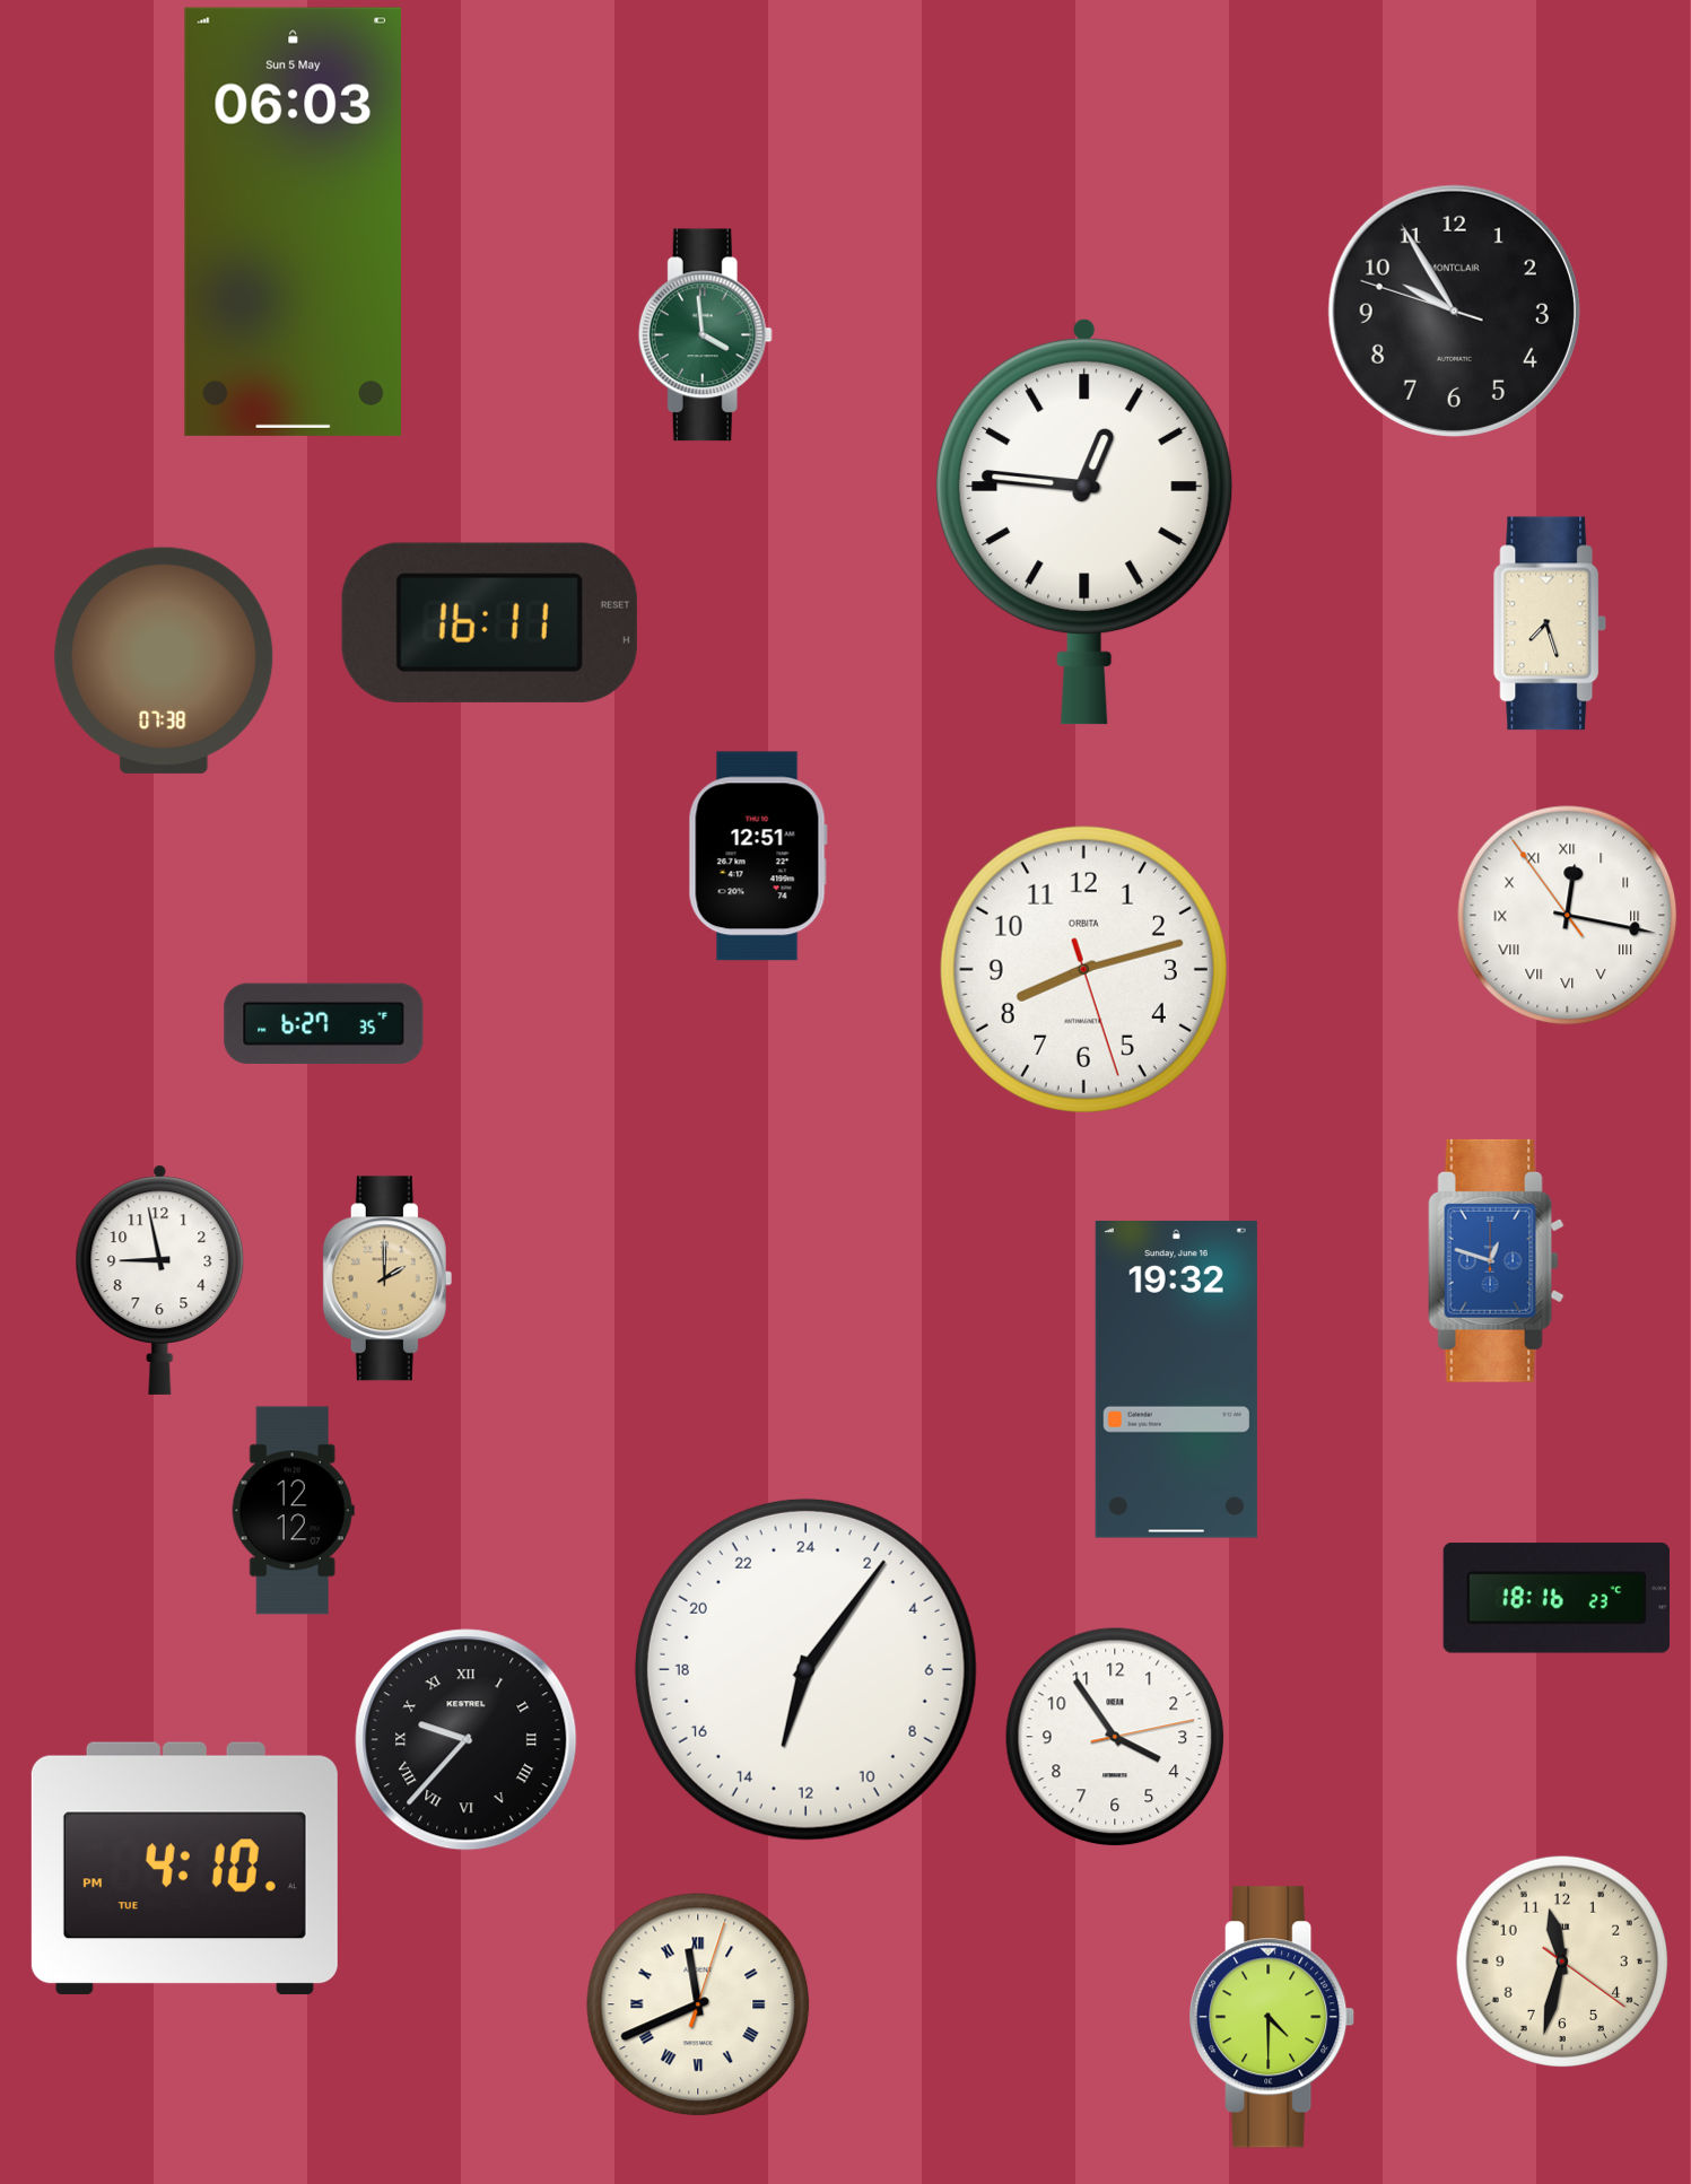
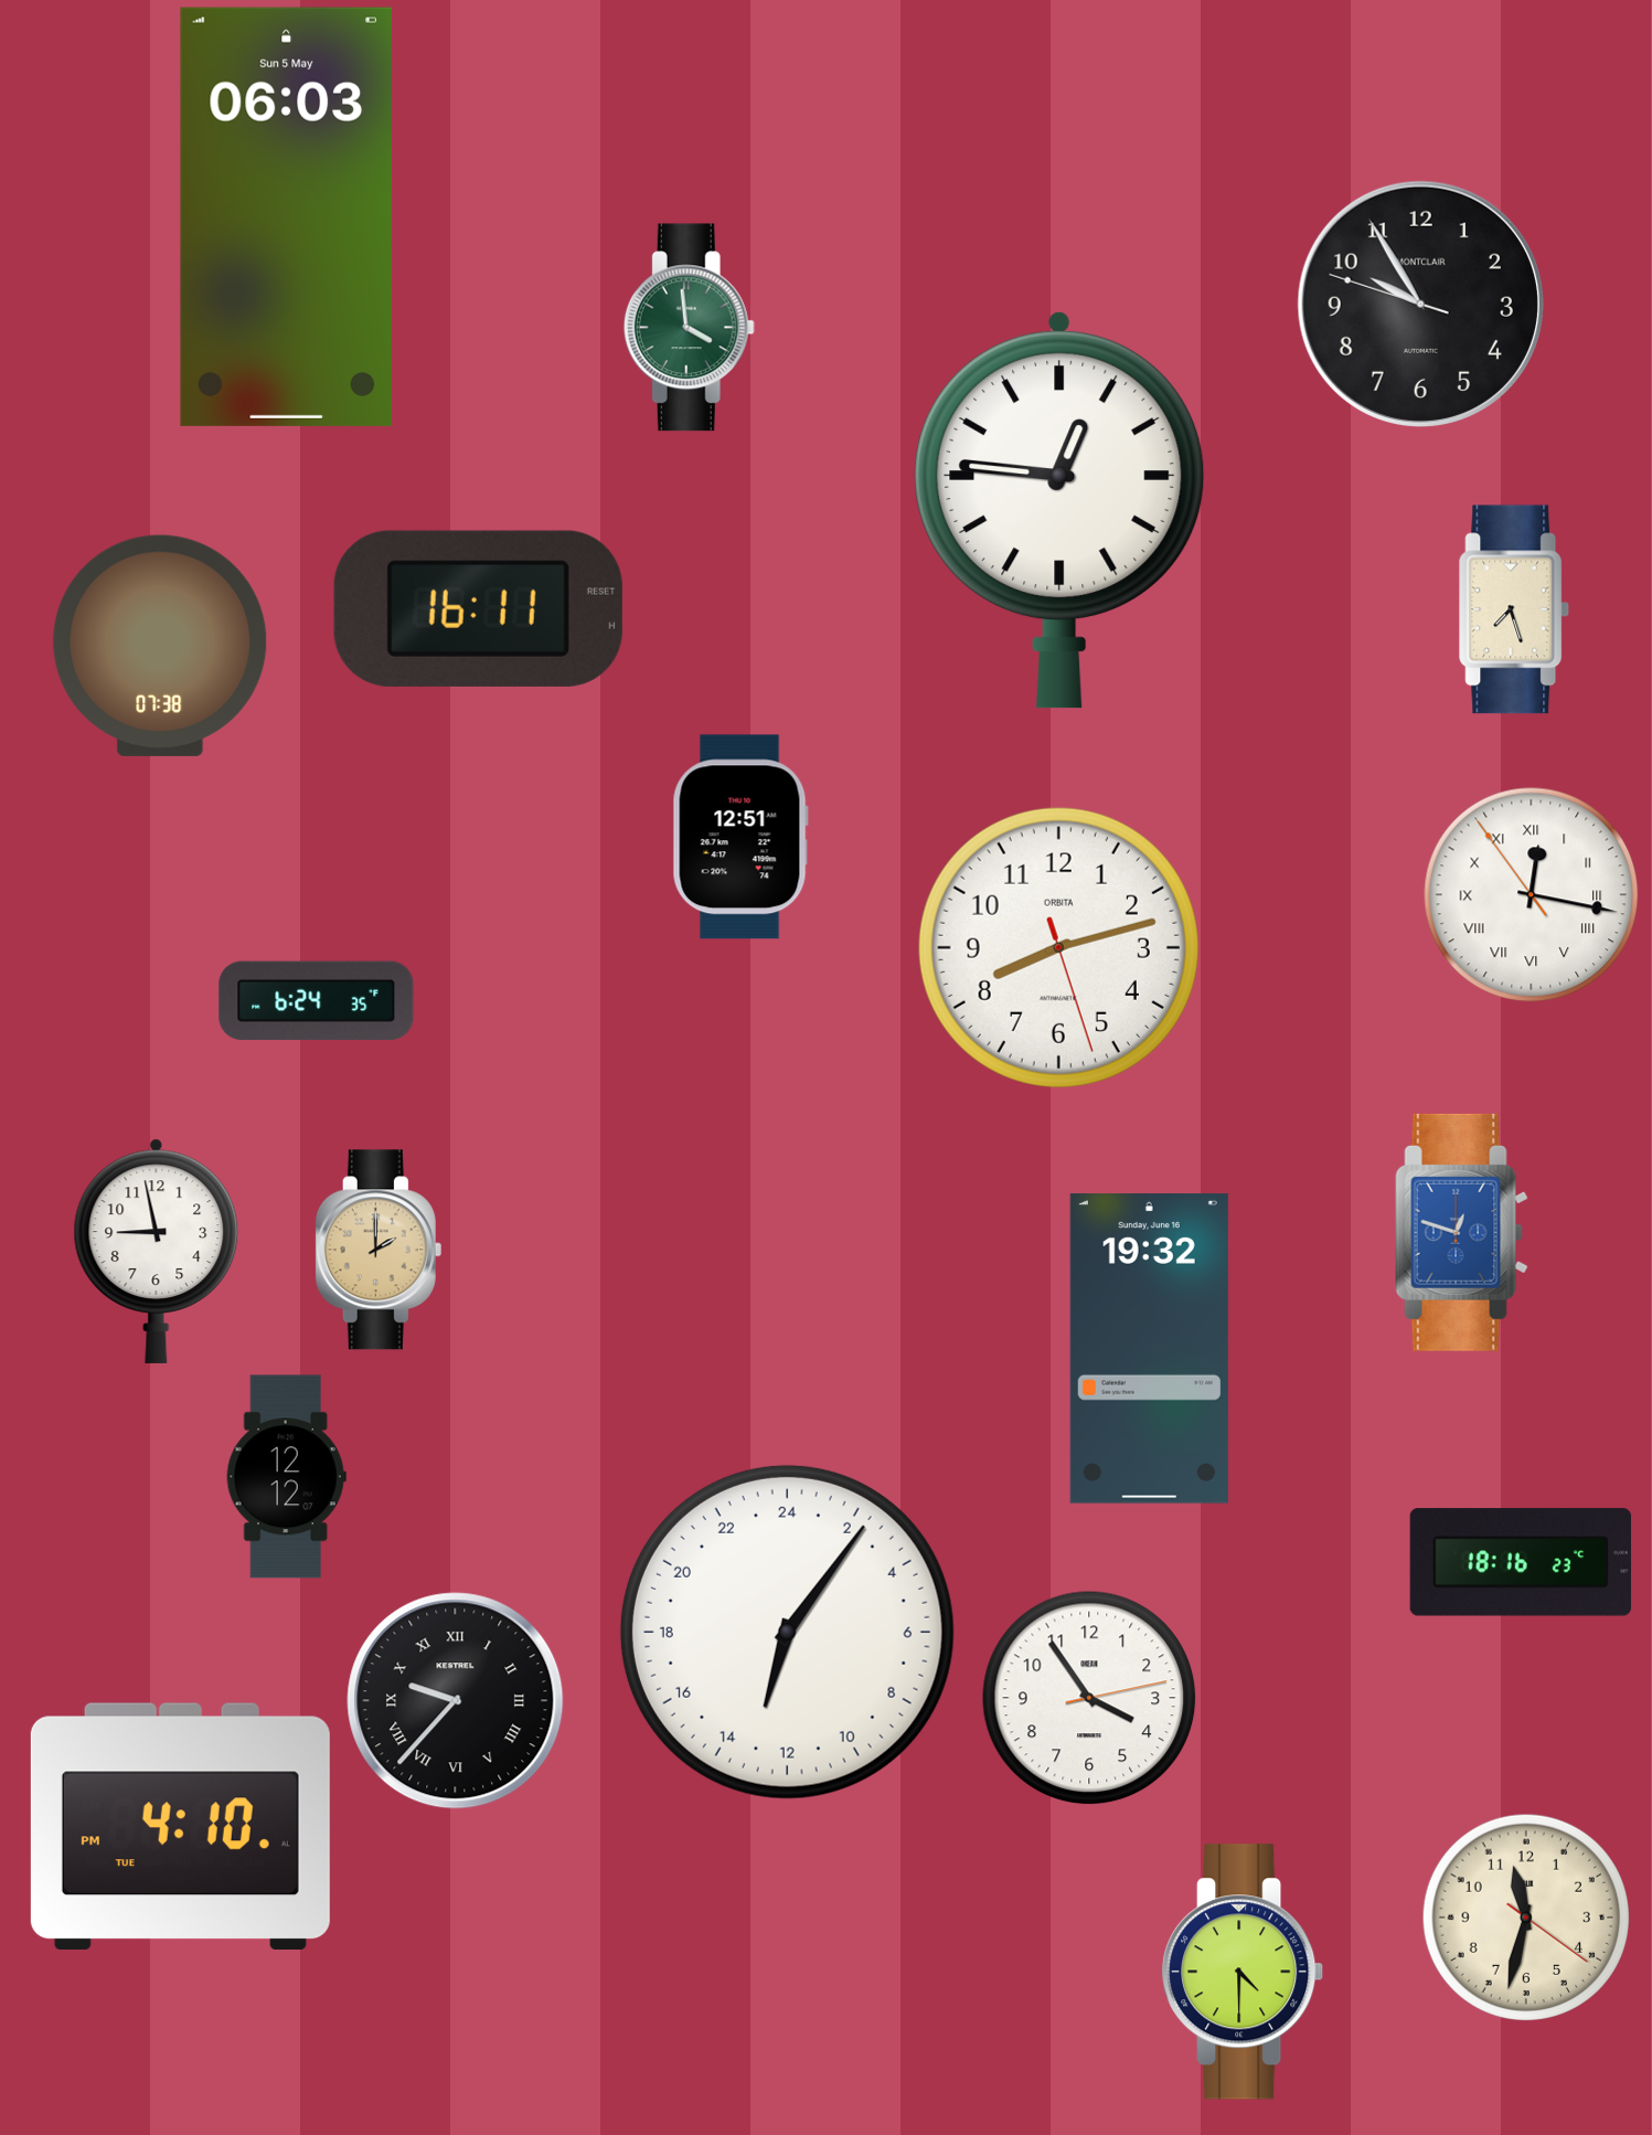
clock at (324, 1024): 6:27 -> 6:24
clock at (698, 2004): 11:41 -> none
